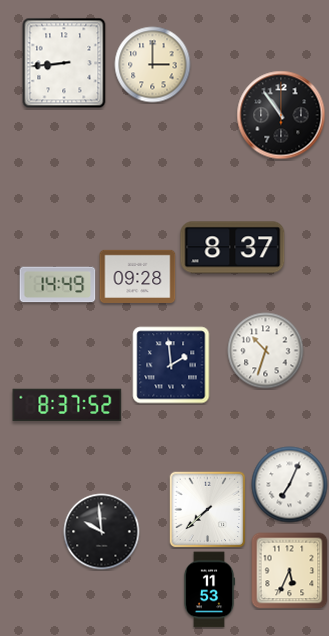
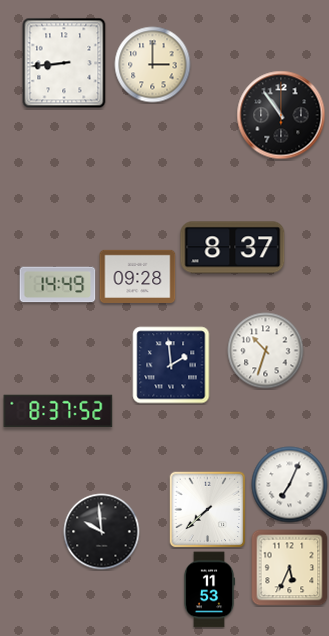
clock at (67, 405) position: (67, 405) -> (58, 411)
clock at (290, 571) position: (290, 571) -> (290, 568)
